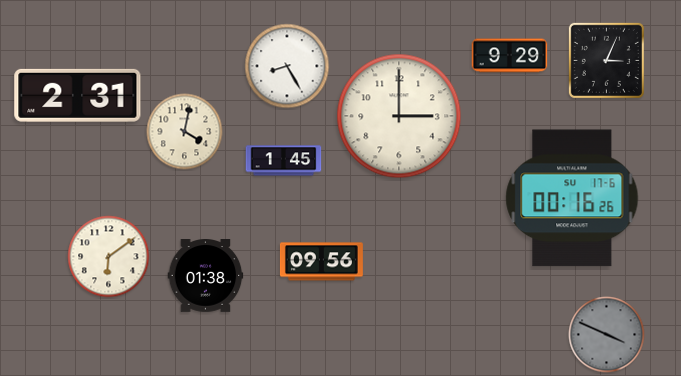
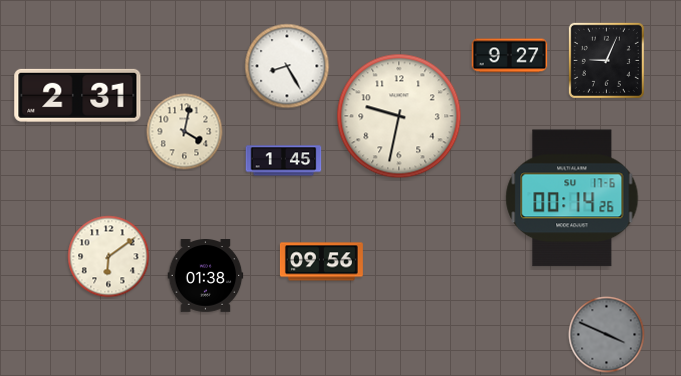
clock at (510, 56): 9:29 -> 9:27
clock at (606, 60): 3:04 -> 9:04
clock at (399, 116): 3:00 -> 9:32
clock at (572, 198): 00:16 -> 00:14
